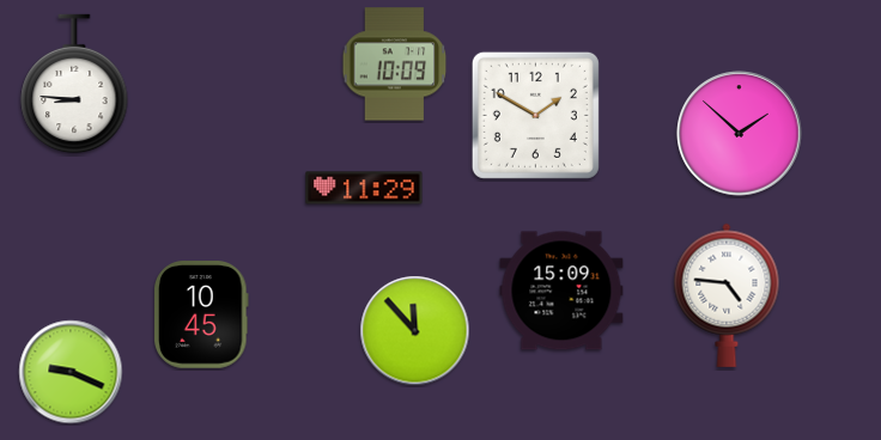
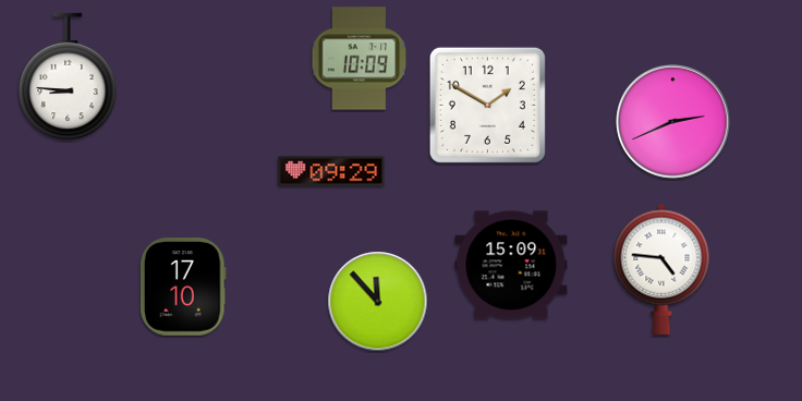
clock at (740, 134): 1:52 -> 2:41
clock at (364, 188): 11:29 -> 09:29
clock at (202, 314): 10:45 -> 17:10
clock at (71, 372): 9:19 -> none
